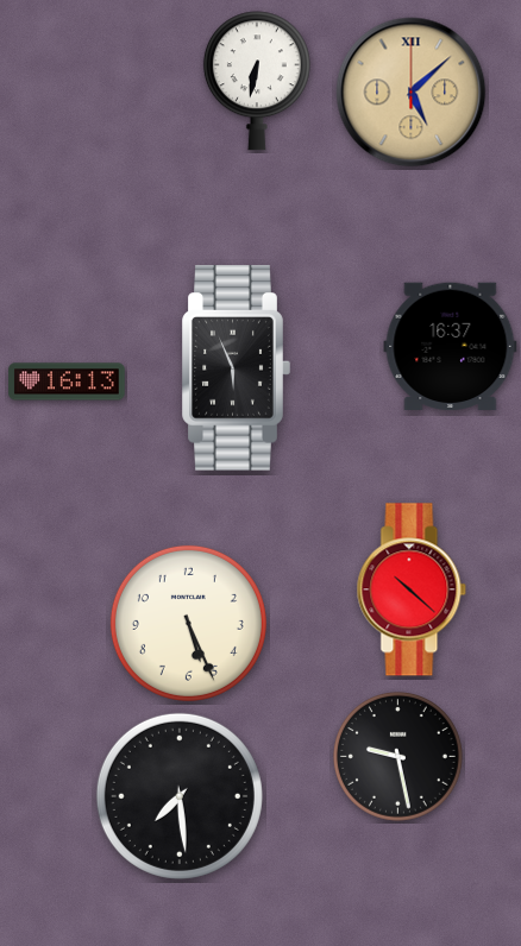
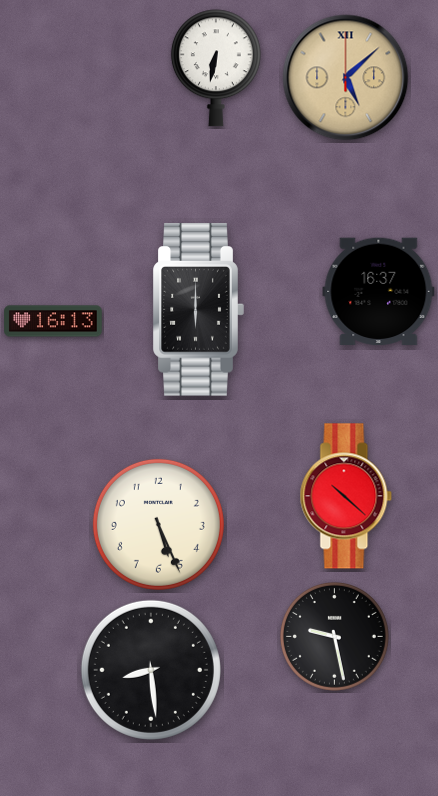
clock at (236, 368): 5:56 -> 6:00
clock at (67, 381) position: (67, 381) -> (53, 321)
clock at (180, 796): 7:29 -> 8:29
